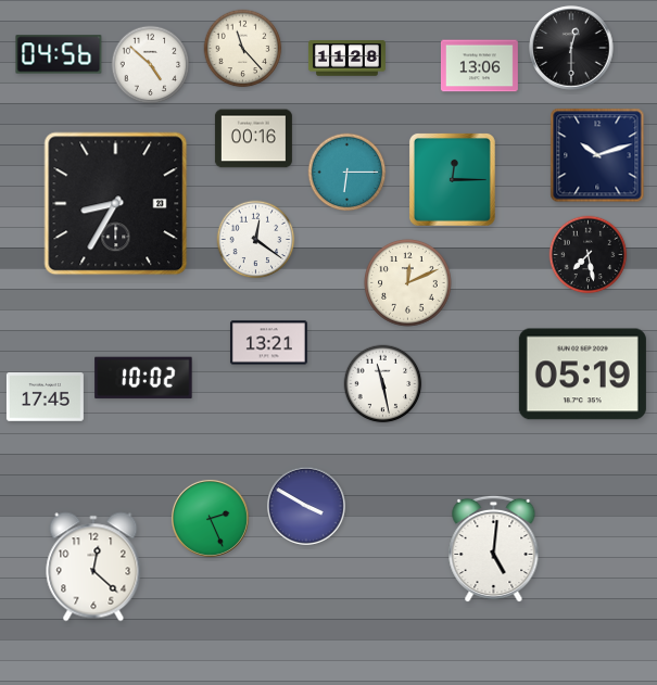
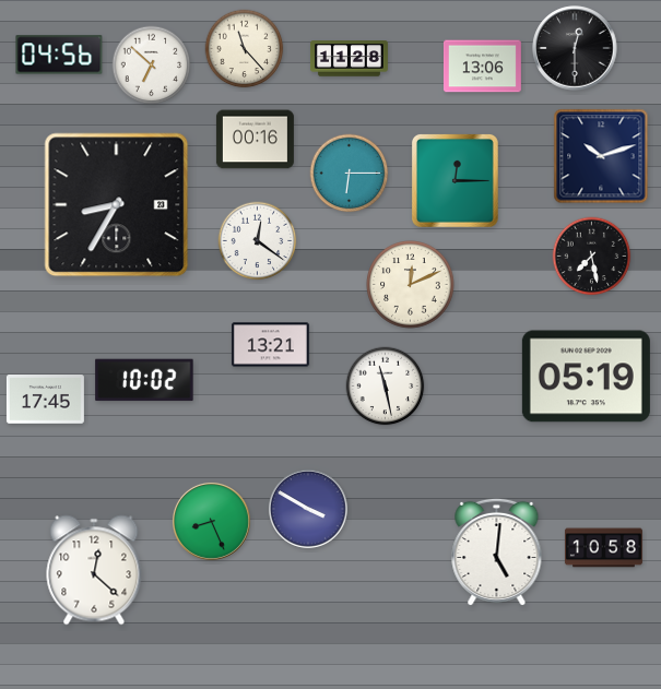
clock at (151, 65): 4:52 -> 6:52
clock at (210, 518): 2:26 -> 8:26
clock at (603, 548): none -> 10:58
